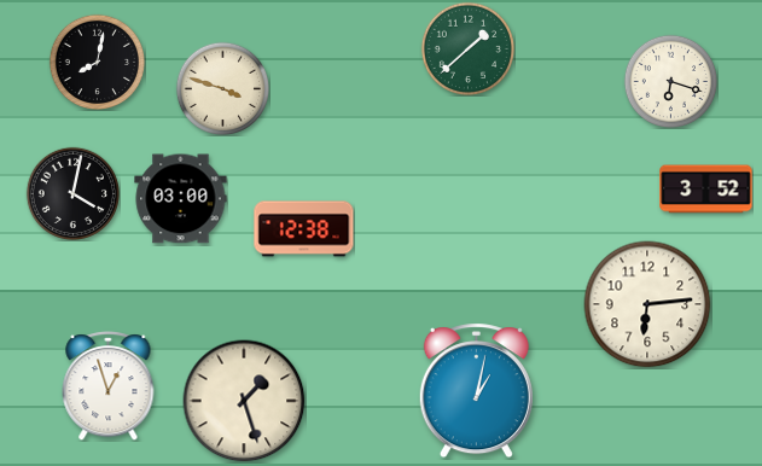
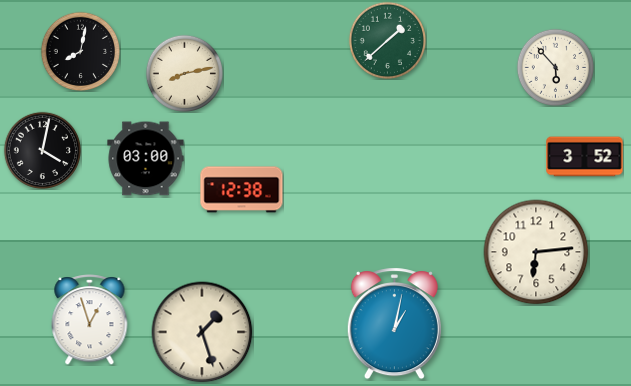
clock at (670, 81): 6:18 -> 5:53
clock at (222, 88): 3:48 -> 8:13
clock at (72, 193) position: (72, 193) -> (42, 150)
clock at (181, 199) position: (181, 199) -> (146, 159)
clock at (304, 229) position: (304, 229) -> (242, 190)
